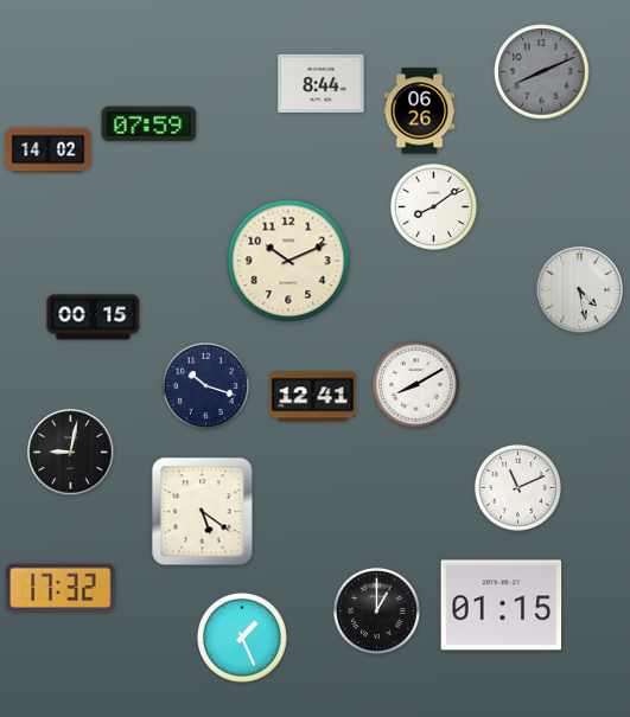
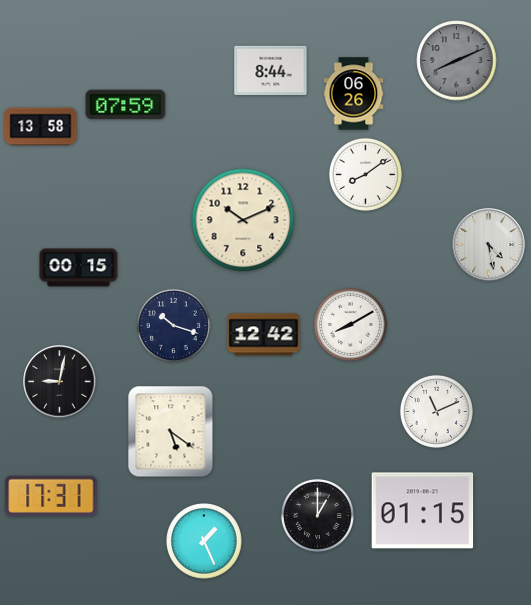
clock at (49, 151): 14:02 -> 13:58
clock at (313, 397): 12:41 -> 12:42
clock at (61, 588): 17:32 -> 17:31
clock at (243, 639) position: (243, 639) -> (205, 542)
